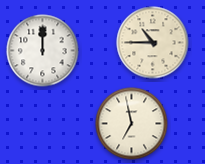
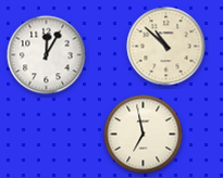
clock at (153, 43): 10:45 -> 10:52
clock at (43, 51): 12:00 -> 12:05
